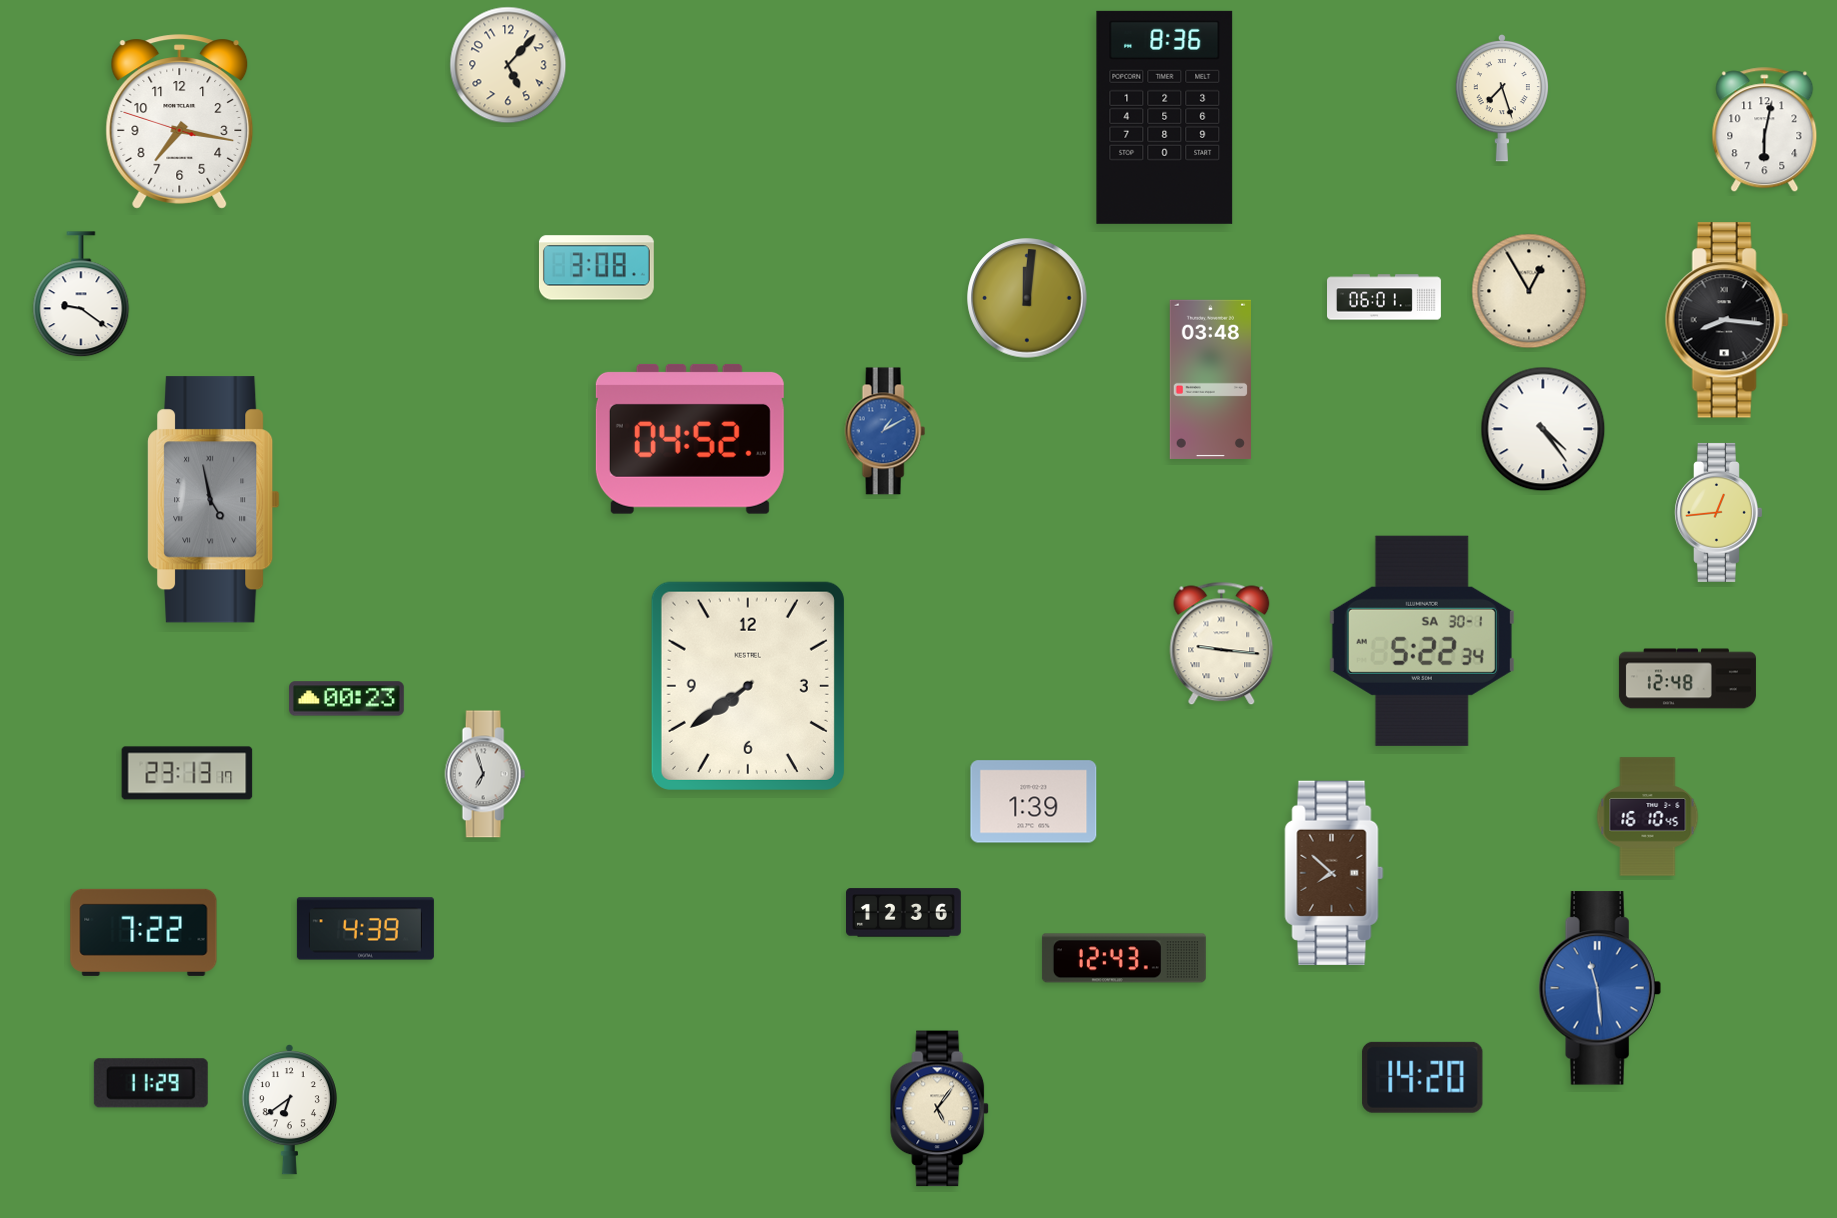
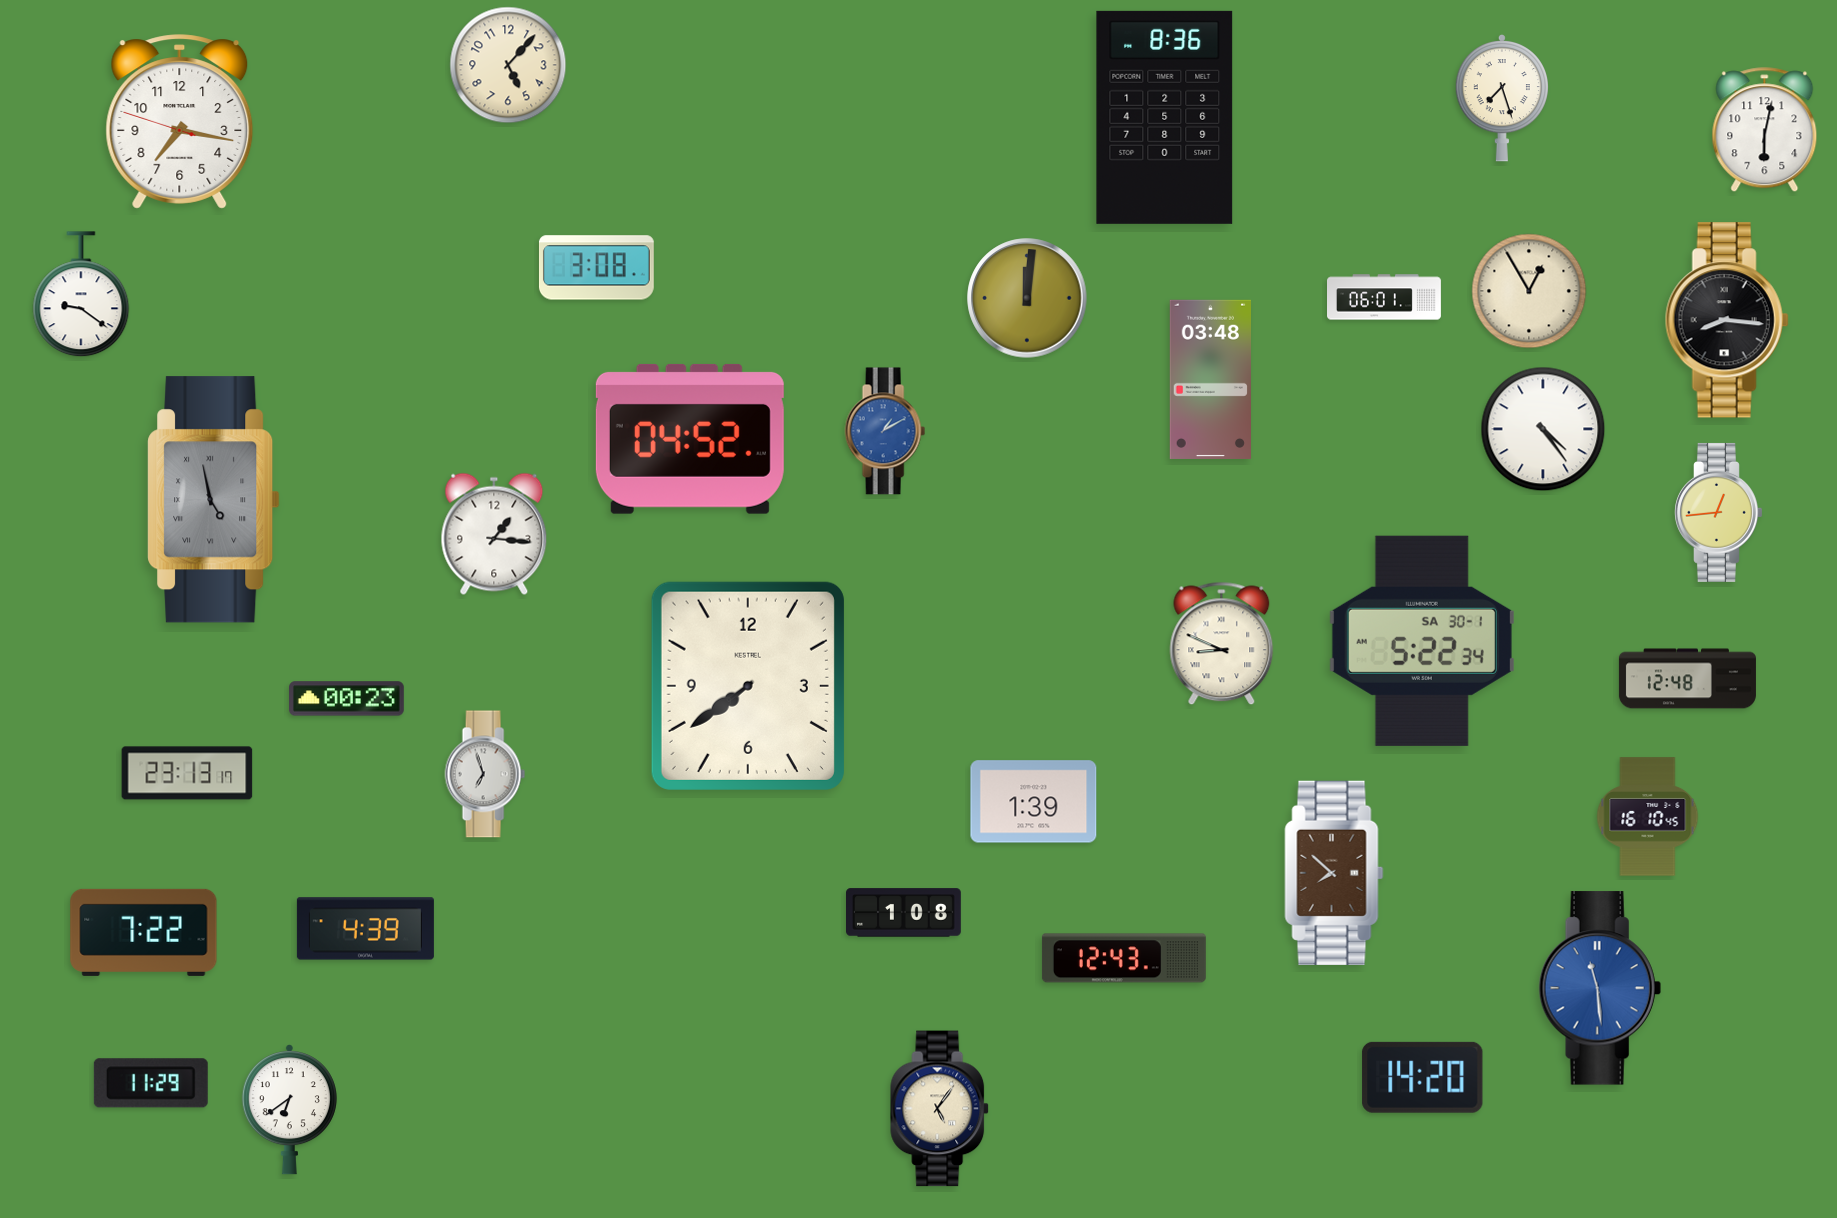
clock at (494, 534): none -> 1:16
clock at (1222, 644): 9:16 -> 8:49
clock at (904, 913): 12:36 -> 1:08
